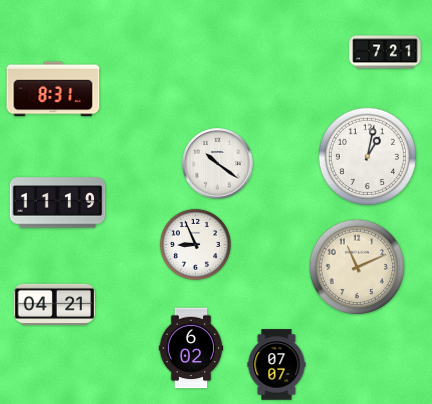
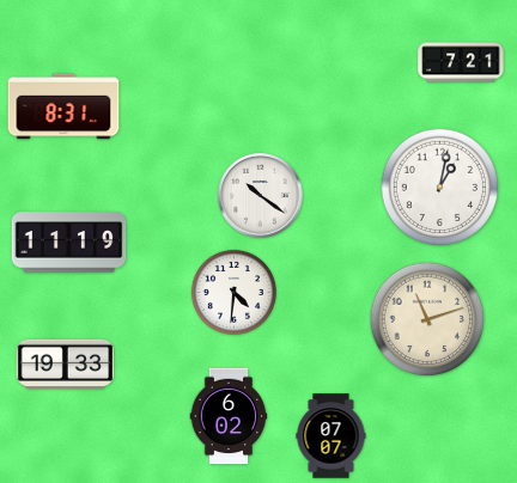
clock at (195, 244): 8:56 -> 4:31
clock at (357, 267): 11:11 -> 11:12
clock at (55, 304): 04:21 -> 19:33
